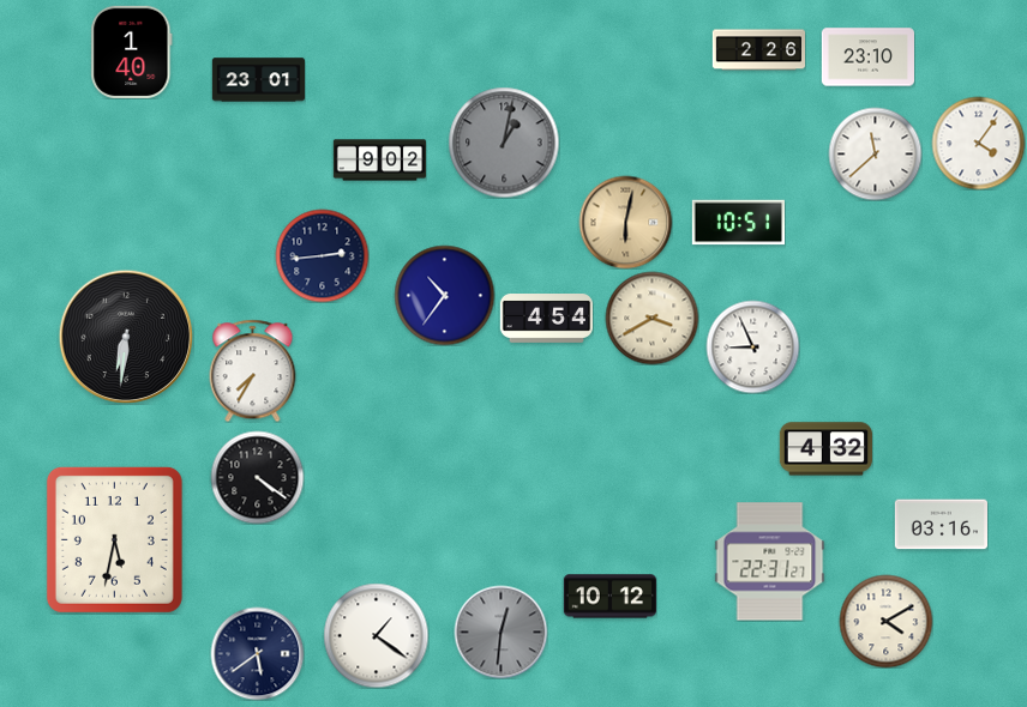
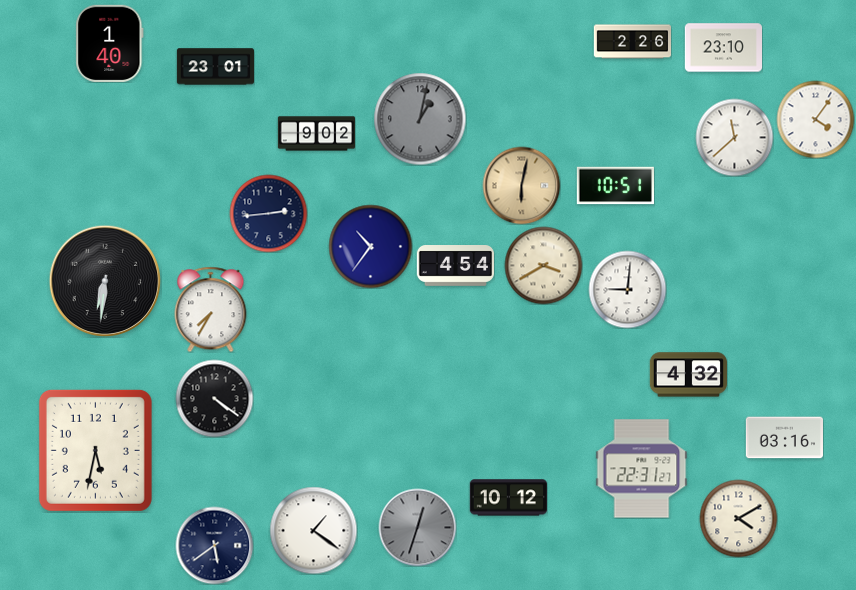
clock at (875, 153) position: (875, 153) -> (734, 137)
clock at (752, 346): 8:56 -> 9:01
clock at (500, 632): 12:31 -> 12:33
